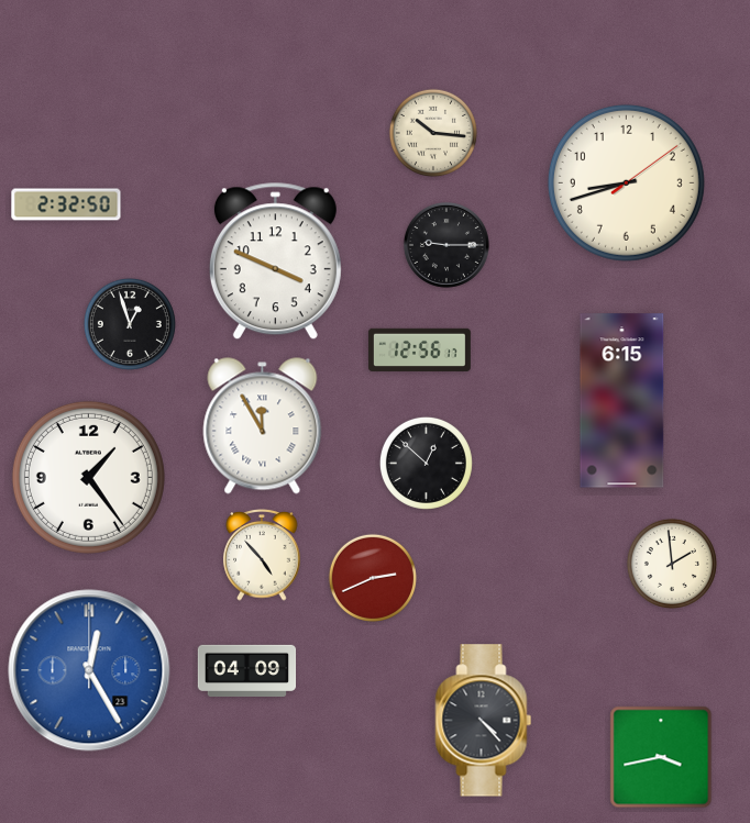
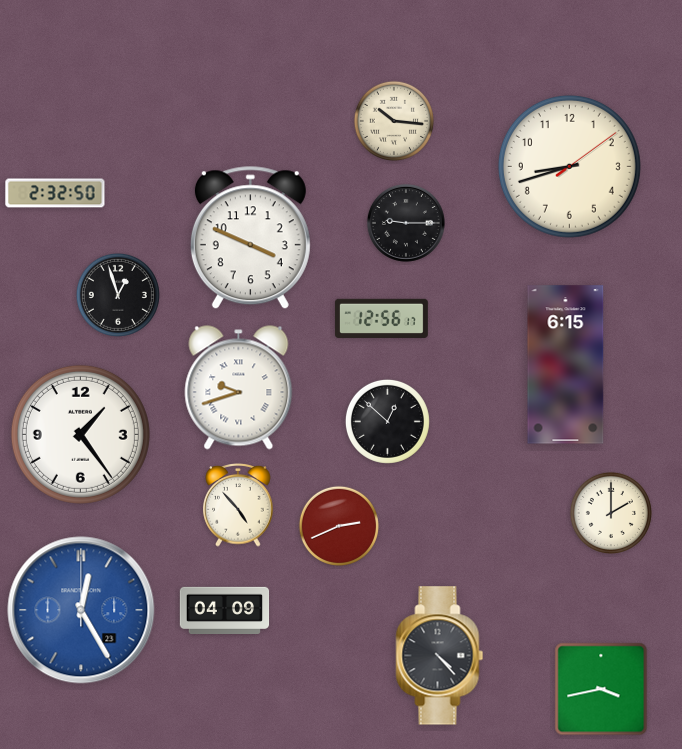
clock at (66, 204) position: (66, 204) -> (55, 193)
clock at (263, 426): 11:55 -> 9:42
clock at (672, 564): 1:59 -> 2:00
